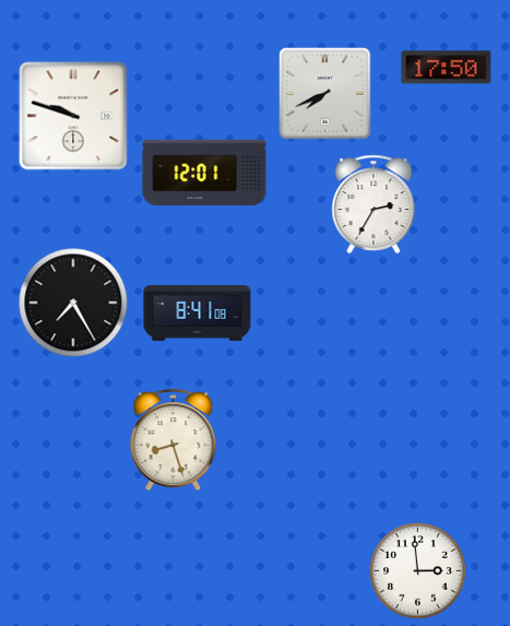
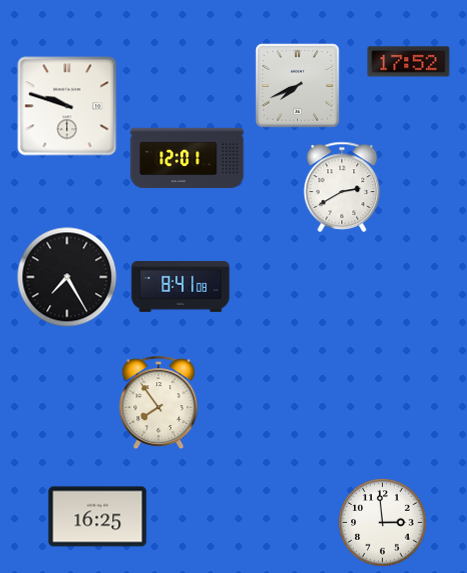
clock at (447, 68): 17:50 -> 17:52
clock at (373, 204): 2:35 -> 2:40
clock at (174, 440): 8:27 -> 7:54
clock at (98, 517): none -> 16:25
